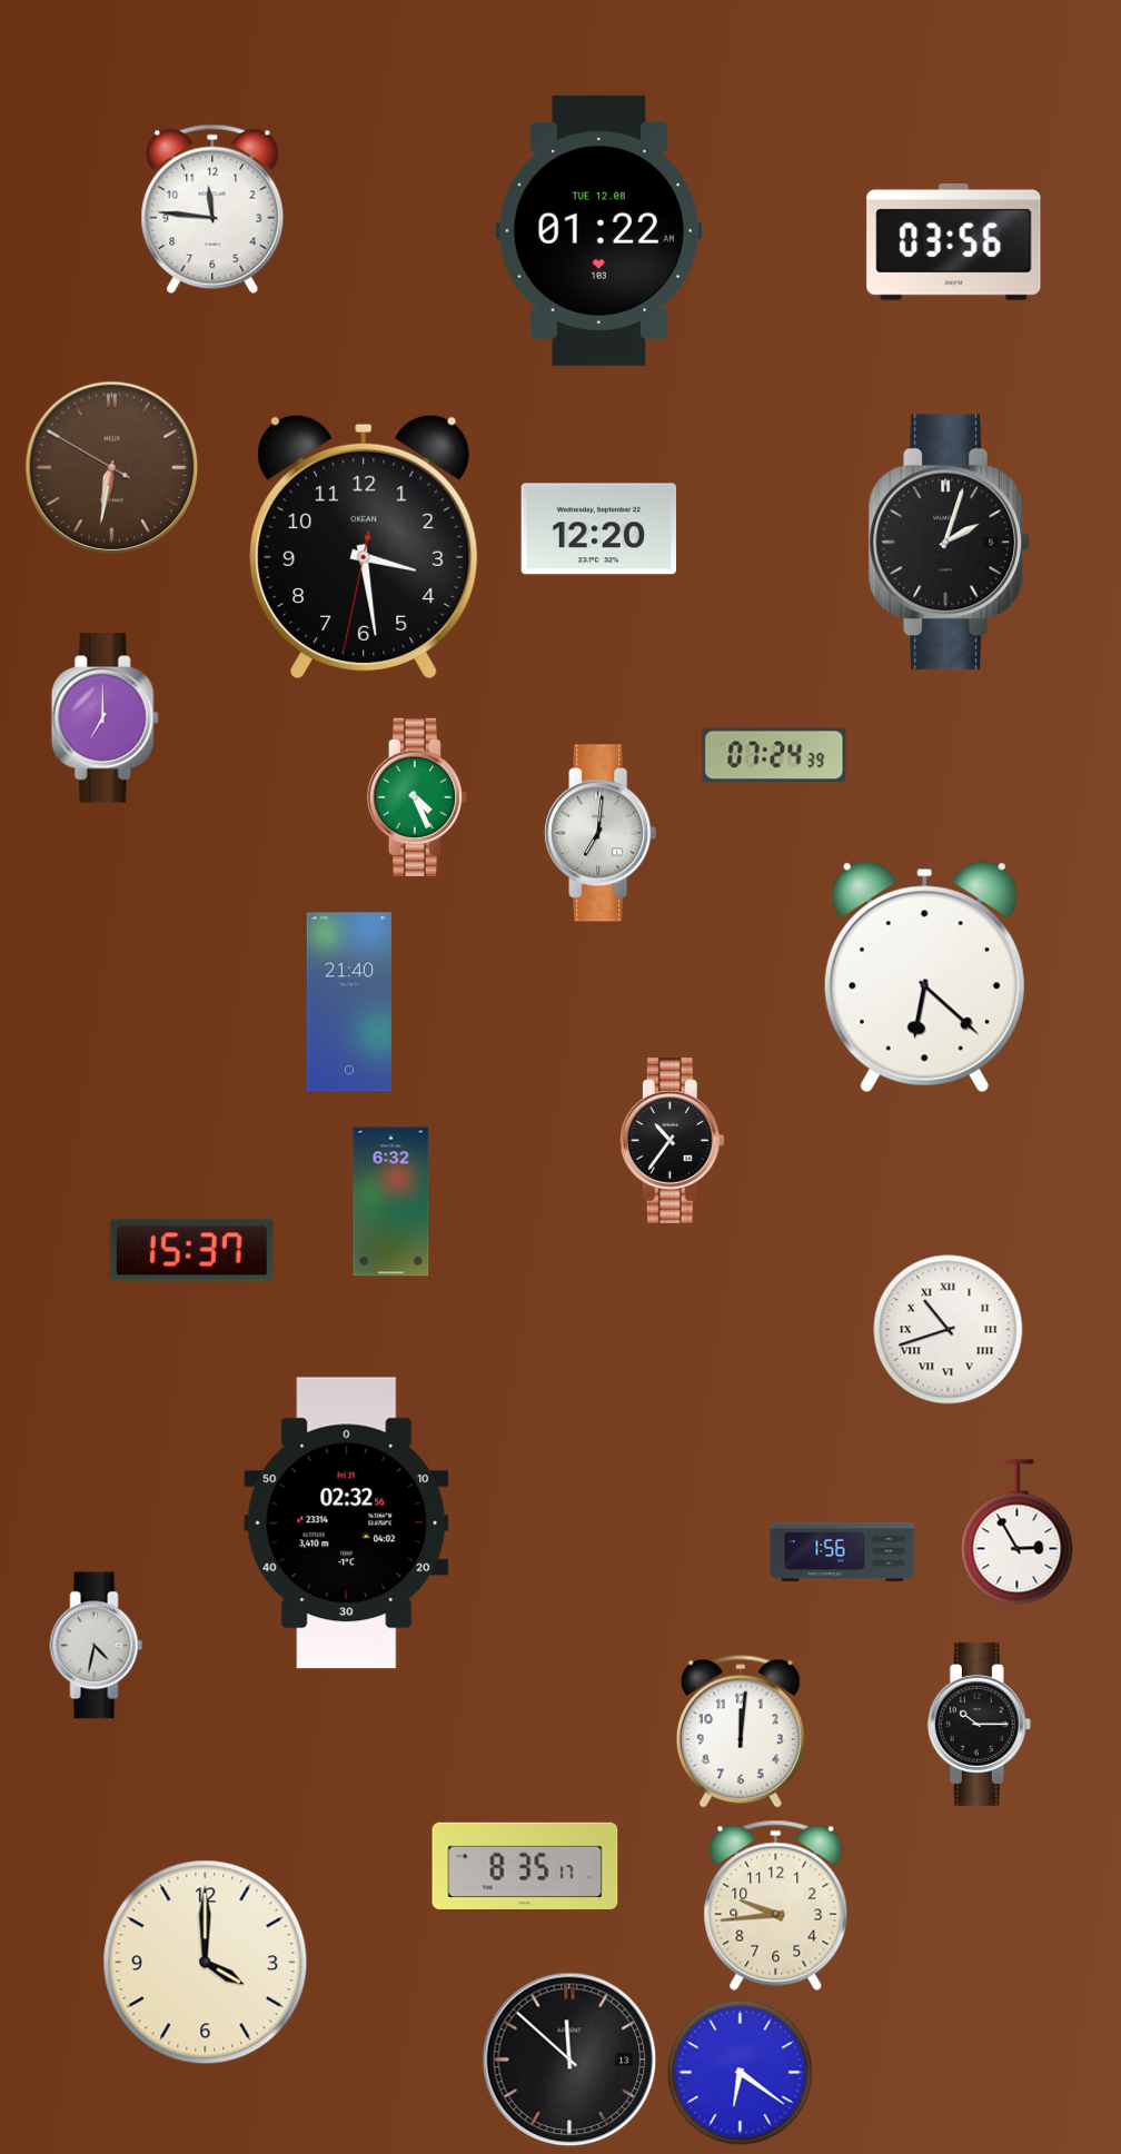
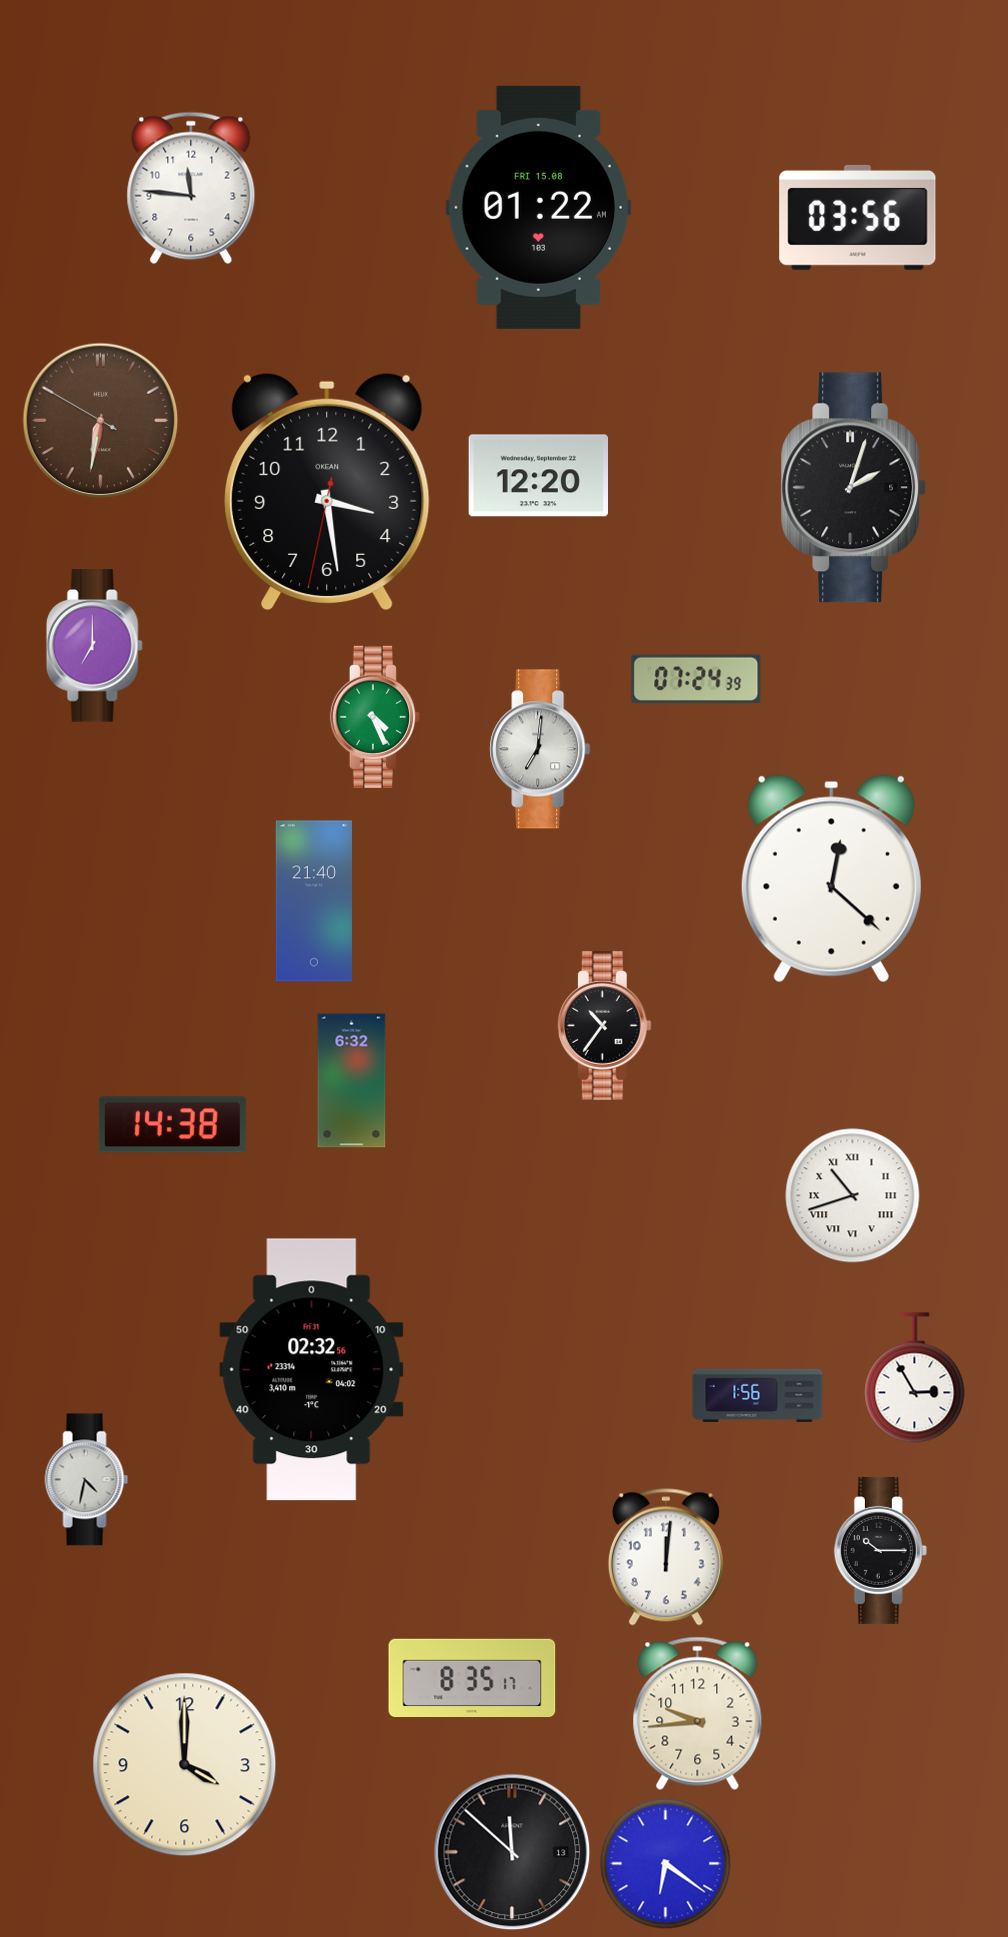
clock at (598, 230) date: TUE 12.08 -> FRI 15.08
clock at (924, 977): 6:22 -> 12:22
clock at (191, 1251): 15:37 -> 14:38
